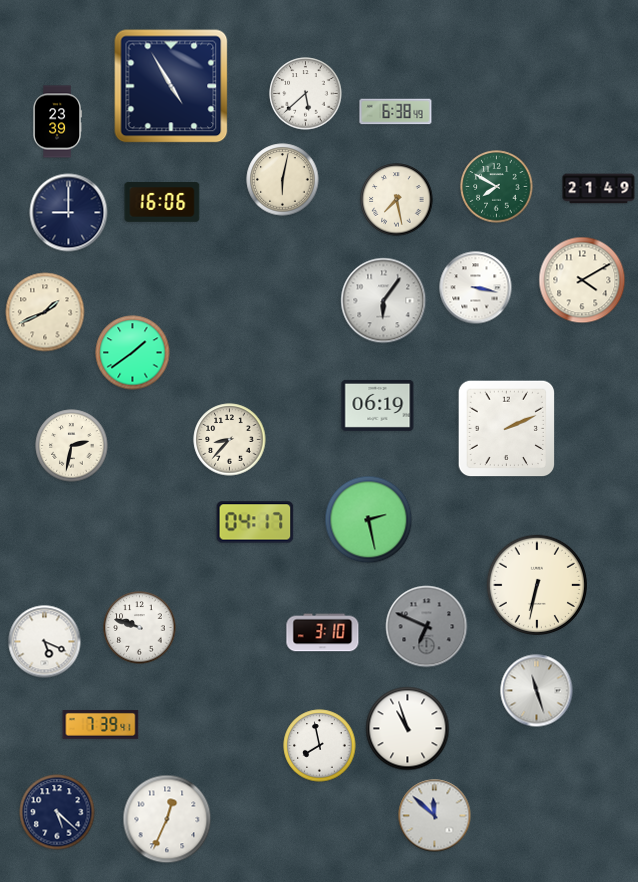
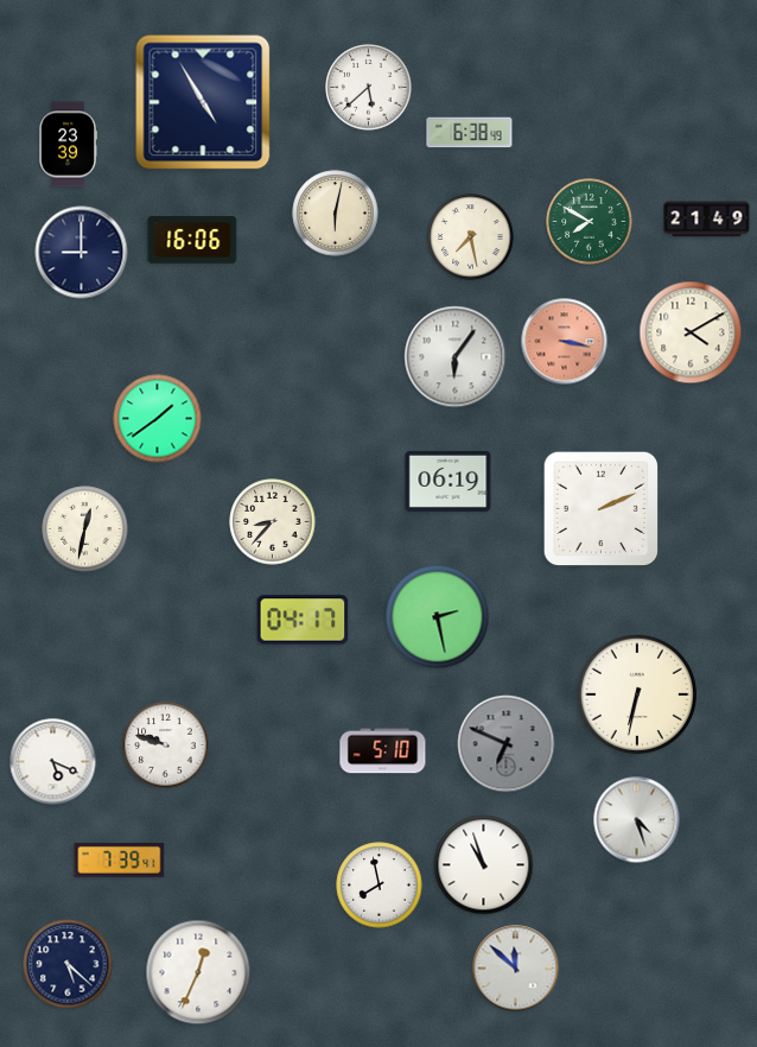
clock at (306, 94) position: (306, 94) -> (369, 88)
clock at (599, 189) position: (599, 189) -> (707, 220)
clock at (476, 288) dial: white -> salmon
clock at (45, 312): 1:41 -> none
clock at (72, 446): 2:32 -> 12:32
clock at (323, 633): 3:10 -> 5:10
clock at (537, 691): 11:27 -> 4:27
